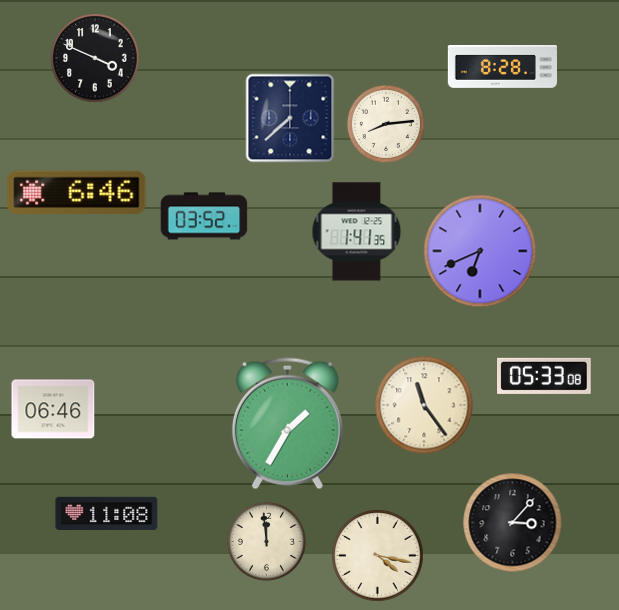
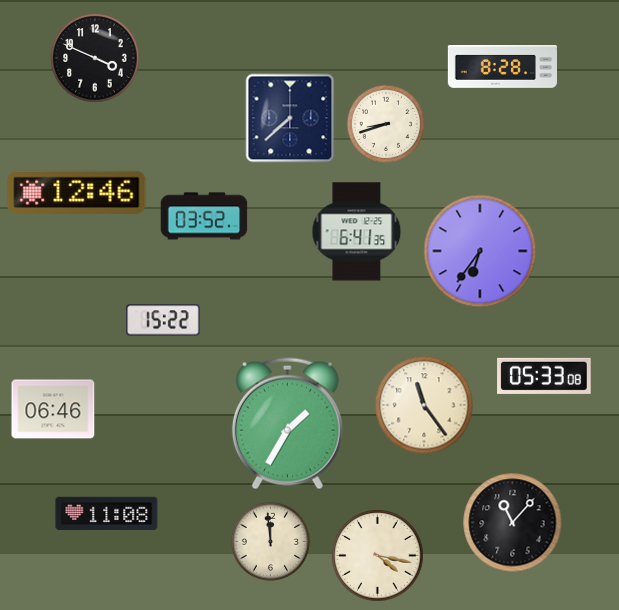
clock at (385, 123): 8:14 -> 8:42
clock at (77, 192): 6:46 -> 12:46
clock at (357, 232): 1:41 -> 6:41
clock at (480, 251): 6:41 -> 6:36
clock at (163, 320): none -> 15:22
clock at (513, 523): 3:07 -> 11:07
clock at (266, 541) position: (266, 541) -> (270, 541)
